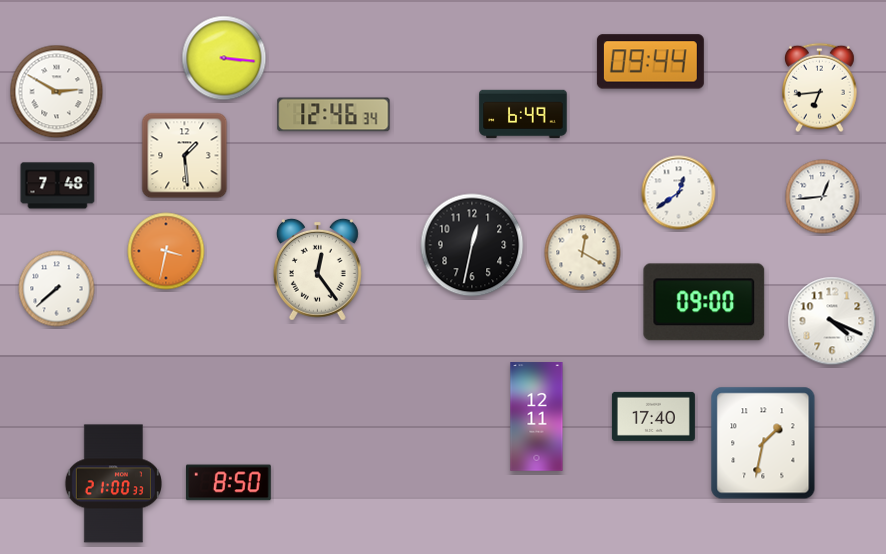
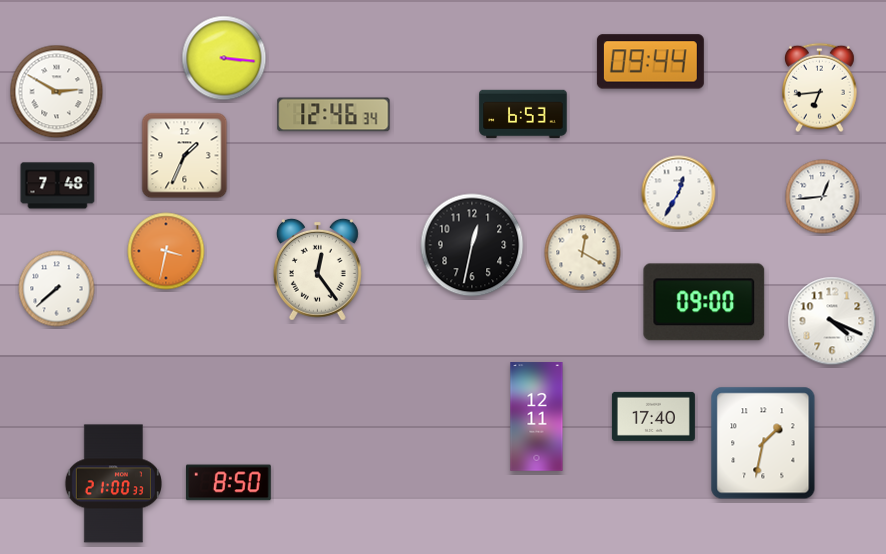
clock at (523, 114): 6:49 -> 6:53
clock at (185, 156): 1:29 -> 1:34
clock at (679, 193): 12:39 -> 12:35
